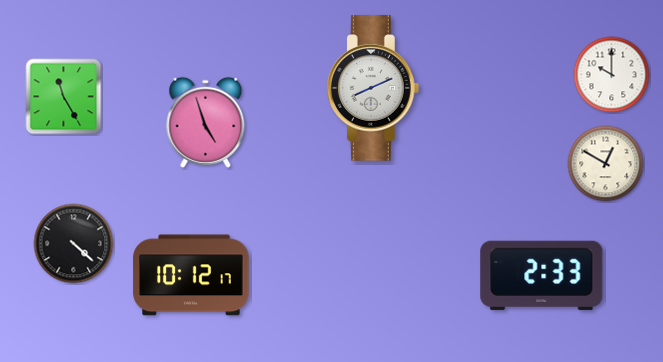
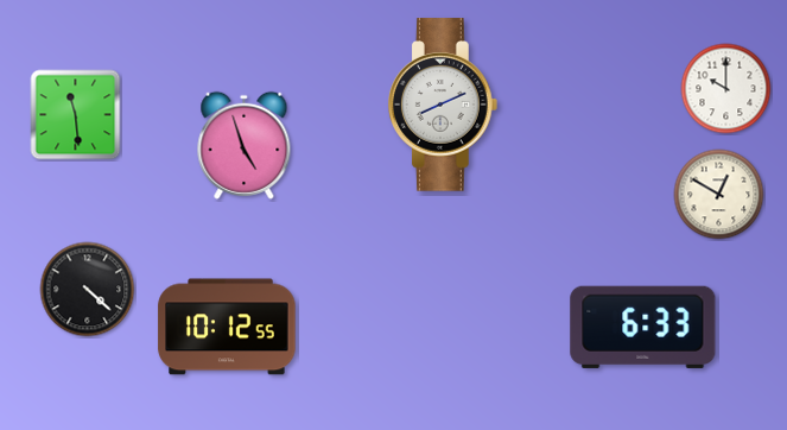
clock at (64, 97): 11:25 -> 11:29
clock at (191, 275): 10:12:17 -> 10:12:55
clock at (542, 275): 2:33 -> 6:33
